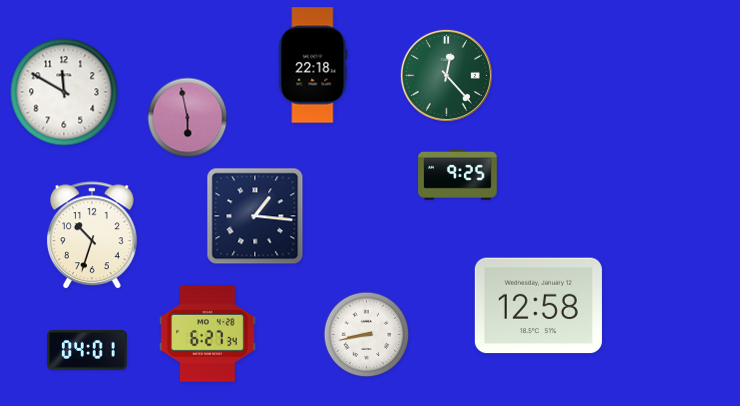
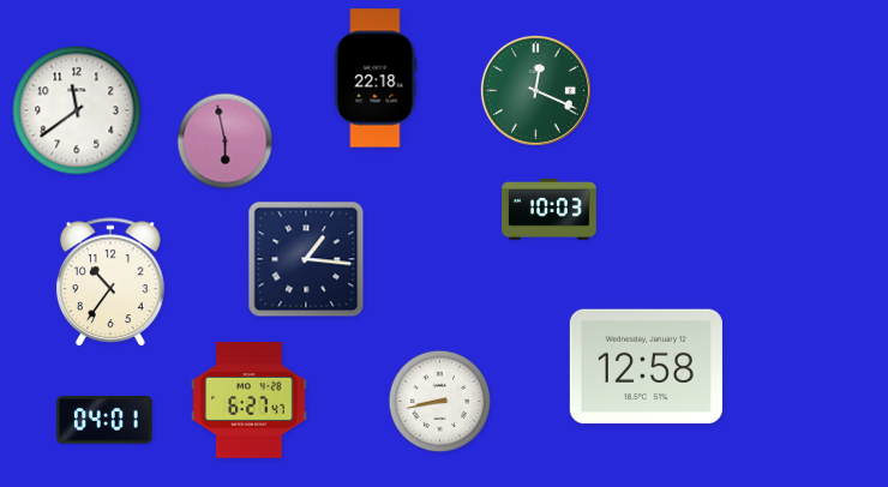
clock at (446, 75): 12:23 -> 12:19
clock at (64, 92): 11:50 -> 11:39
clock at (458, 175): 9:25 -> 10:03
clock at (92, 236): 10:33 -> 10:36
clock at (208, 334): 6:27:34 -> 6:27:47
